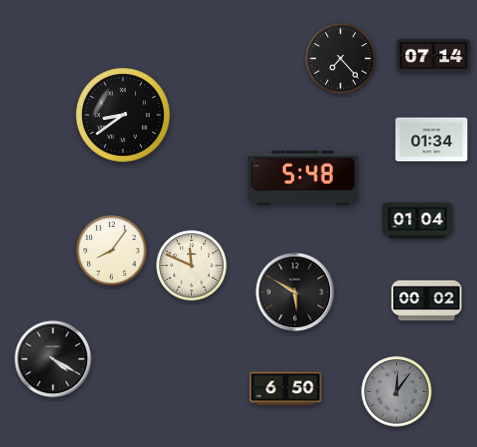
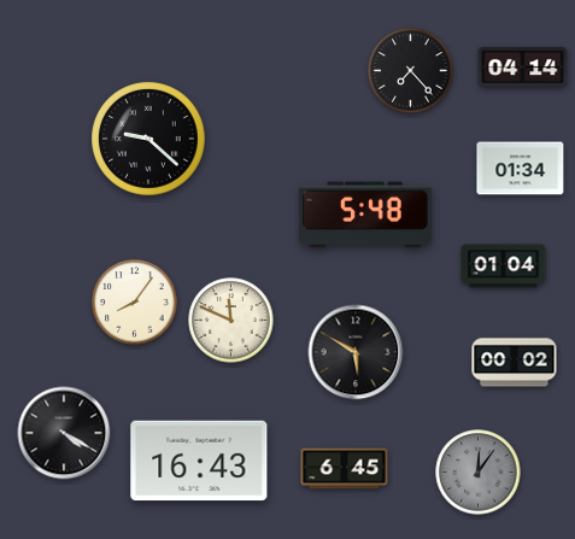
clock at (434, 55): 07:14 -> 04:14
clock at (123, 115): 8:39 -> 9:22
clock at (199, 461): none -> 16:43
clock at (286, 389): 6:50 -> 6:45
